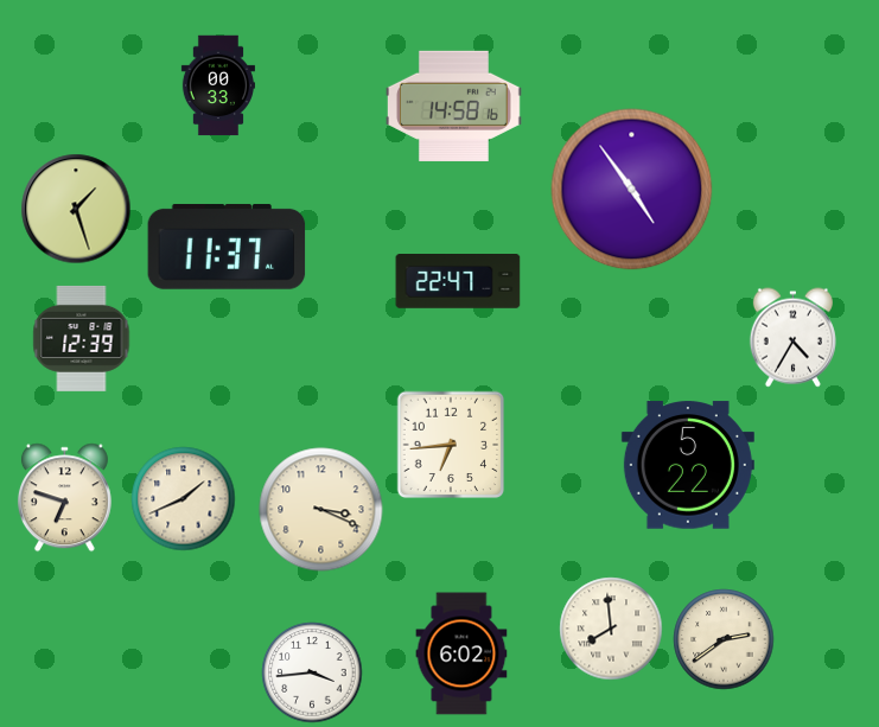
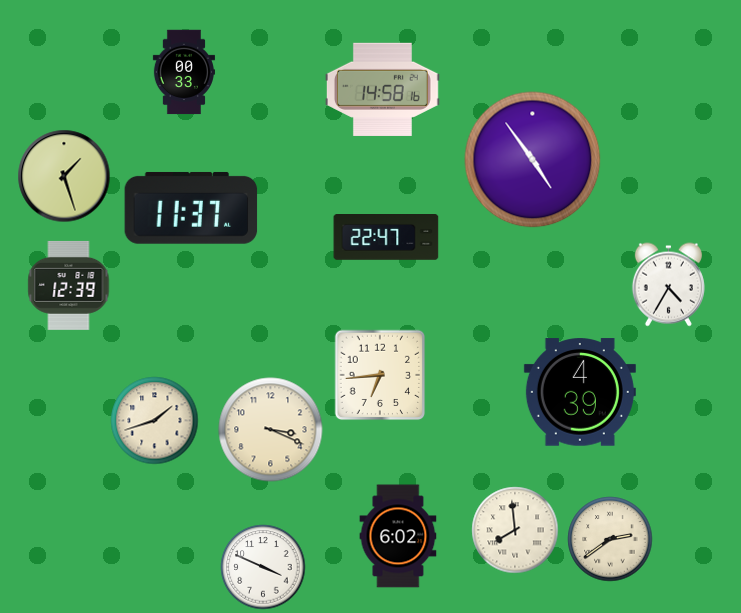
clock at (688, 465): 5:22 -> 4:39
clock at (64, 498): 6:48 -> none
clock at (184, 499): 1:41 -> 1:42
clock at (461, 653) position: (461, 653) -> (398, 536)
clock at (312, 672): 3:44 -> 3:49
